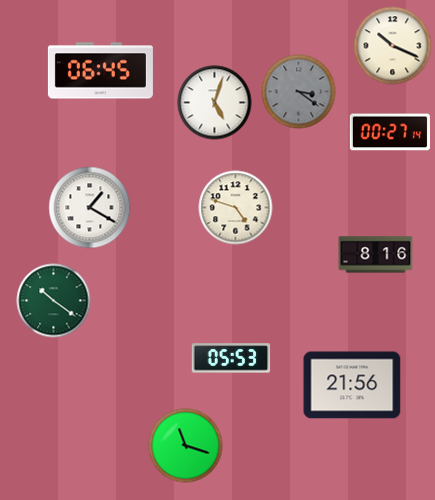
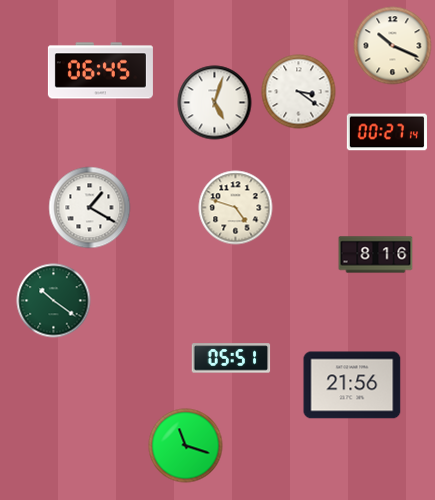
clock at (299, 92) dial: grey -> white
clock at (390, 132) position: (390, 132) -> (387, 132)
clock at (231, 358): 05:53 -> 05:51
